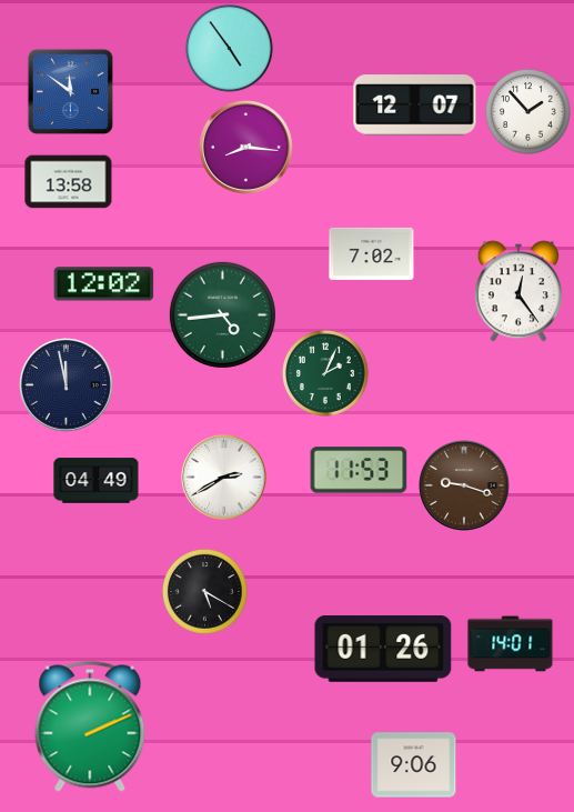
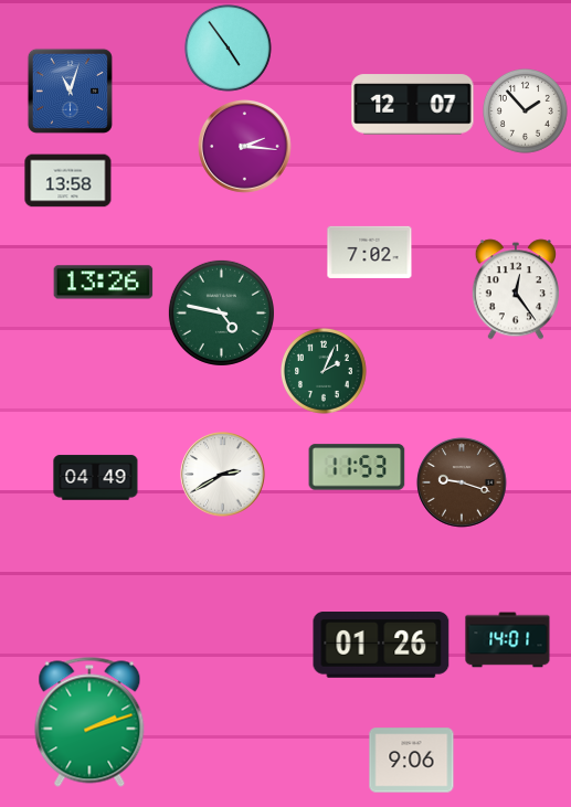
clock at (70, 91): 11:51 -> 11:03
clock at (246, 148): 8:16 -> 2:16
clock at (104, 284): 12:02 -> 13:26
clock at (222, 314): 4:44 -> 4:47
clock at (67, 385): 11:58 -> none
clock at (205, 592): 5:20 -> none
clock at (90, 726): 2:11 -> 2:12
